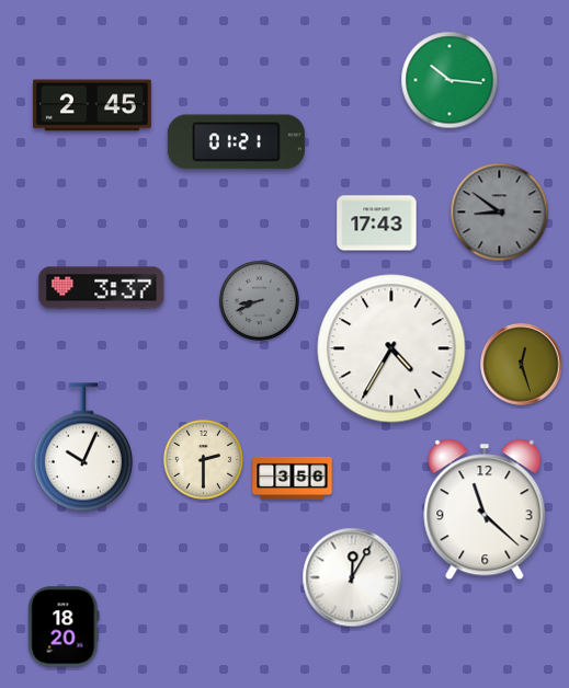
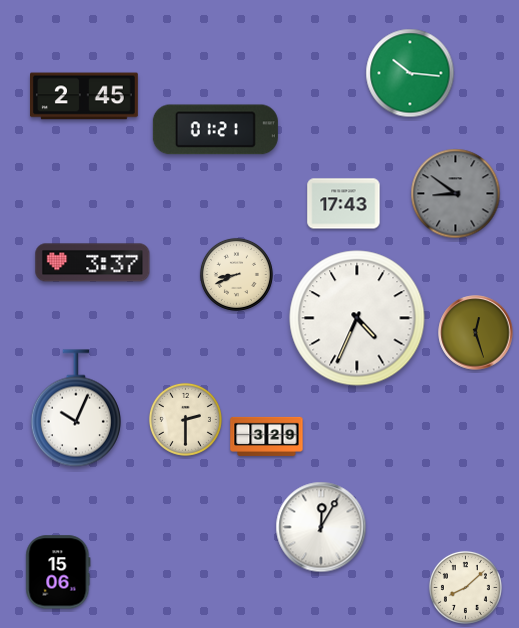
clock at (259, 300) dial: grey -> cream
clock at (391, 348): 4:35 -> 4:34
clock at (293, 478): 3:56 -> 3:29
clock at (485, 509): 11:22 -> none
clock at (64, 627): 18:20 -> 15:06
clock at (465, 587): none -> 8:08
